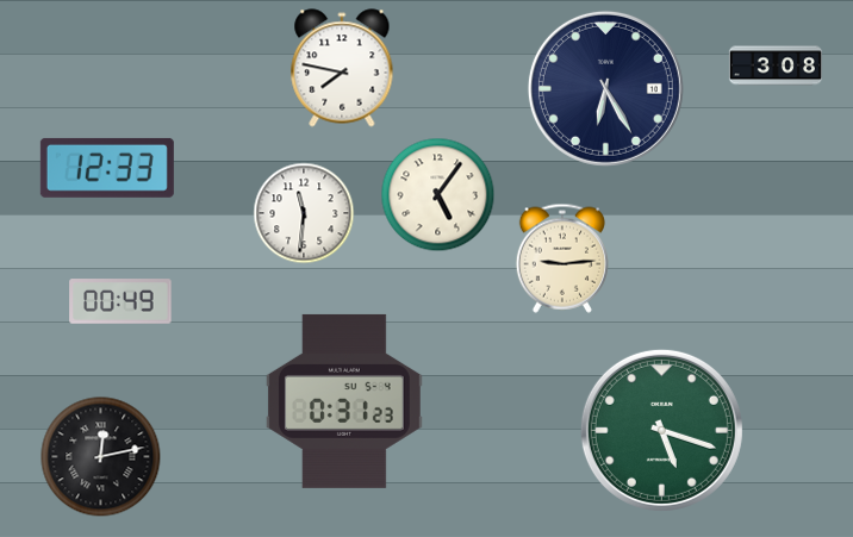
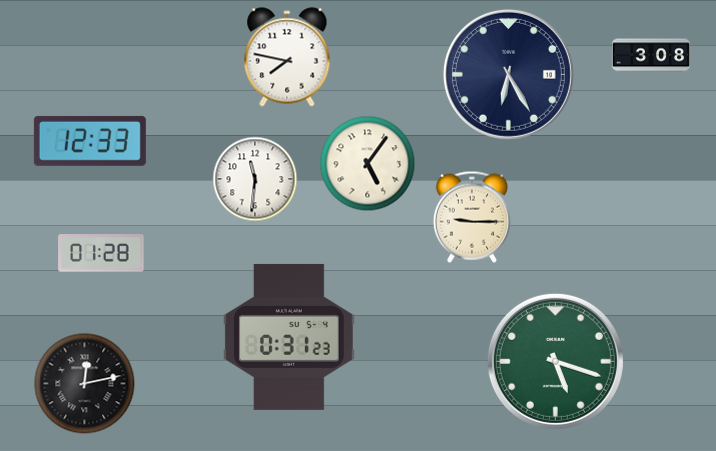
clock at (562, 258): 9:14 -> 9:15
clock at (120, 301): 00:49 -> 01:28
